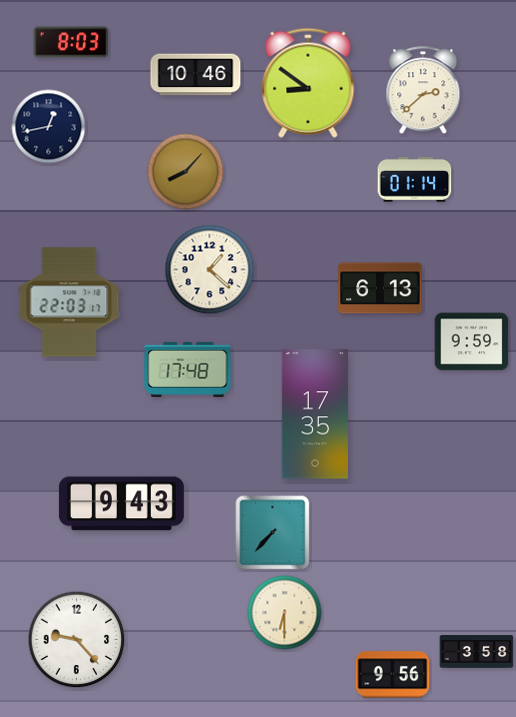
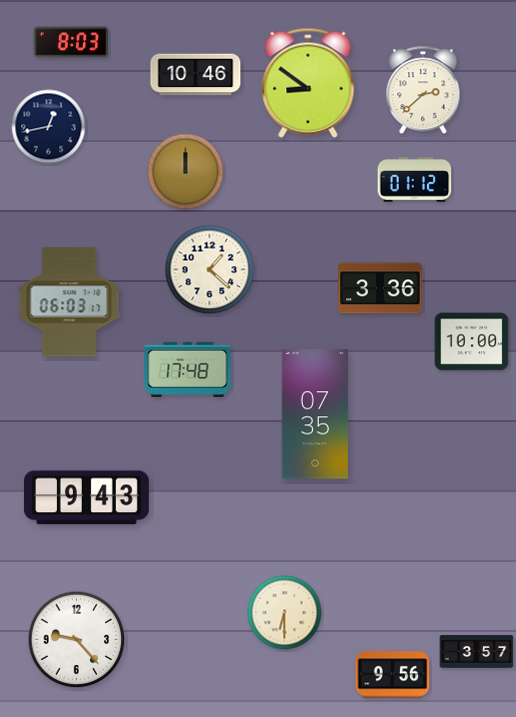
clock at (186, 172): 8:07 -> 12:00
clock at (415, 180): 01:14 -> 01:12
clock at (380, 288): 6:13 -> 3:36
clock at (69, 302): 22:03 -> 06:03
clock at (472, 342): 9:59 -> 10:00
clock at (315, 414): 17:35 -> 07:35
clock at (121, 504) position: (121, 504) -> (86, 498)
clock at (273, 533): 7:37 -> none
clock at (477, 652): 3:58 -> 3:57
